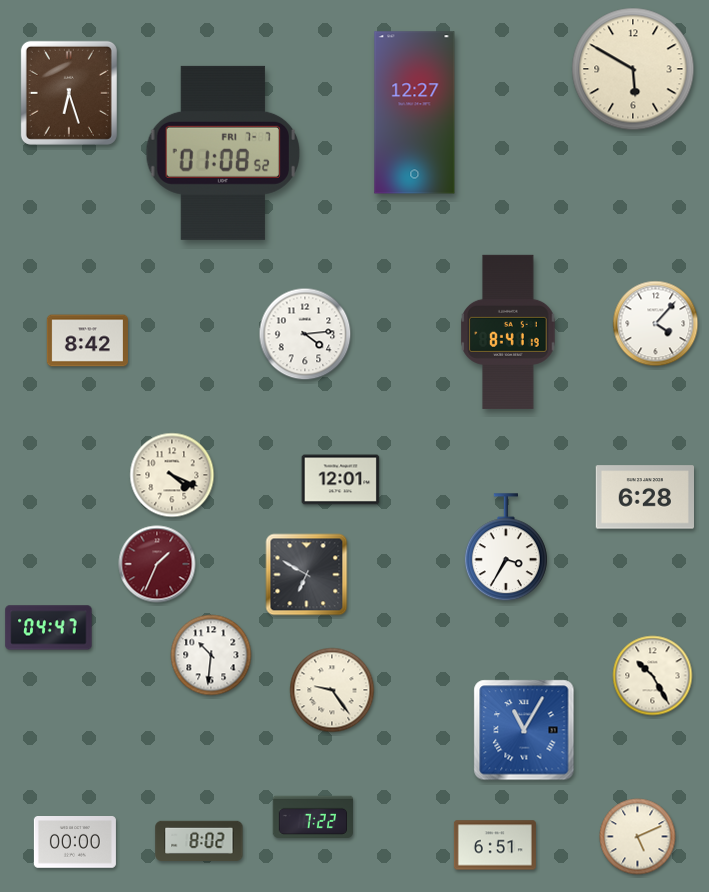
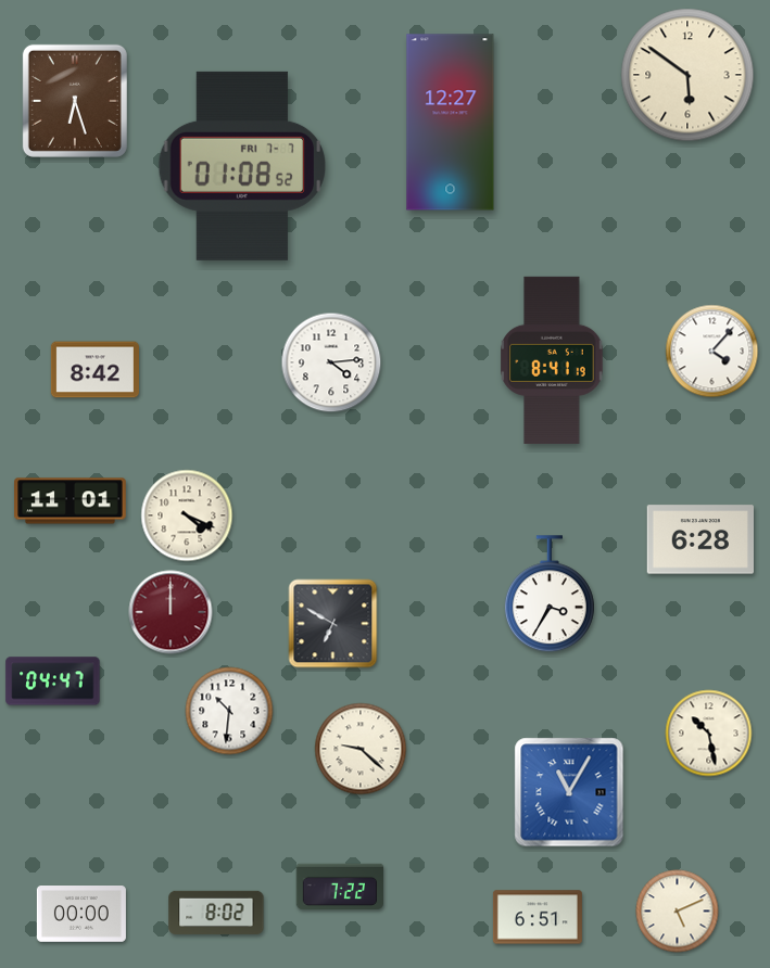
clock at (633, 69): 5:50 -> 5:51
clock at (71, 501): none -> 11:01
clock at (341, 480): 12:01 -> none
clock at (157, 564): 1:34 -> 12:00
clock at (653, 676): 10:25 -> 10:28
clock at (332, 690): 9:24 -> 9:22
clock at (638, 837) position: (638, 837) -> (678, 912)
